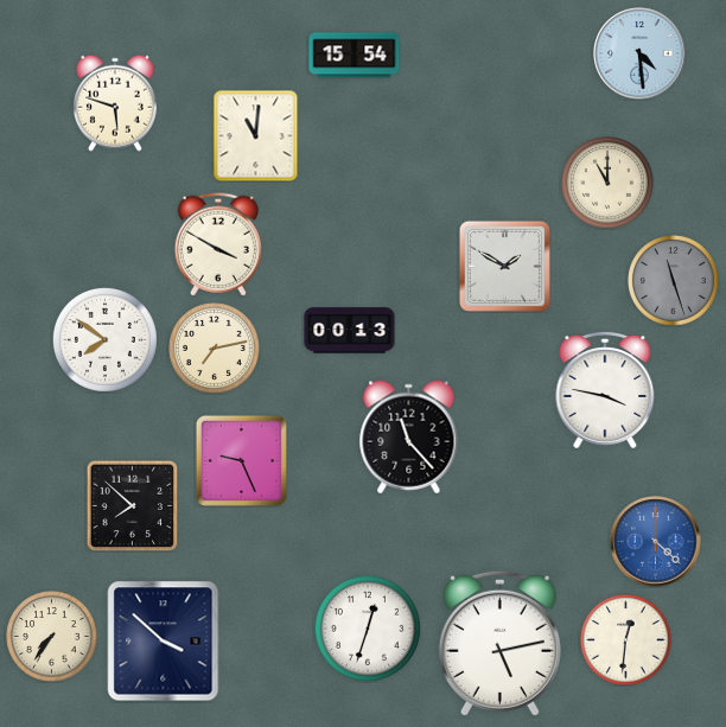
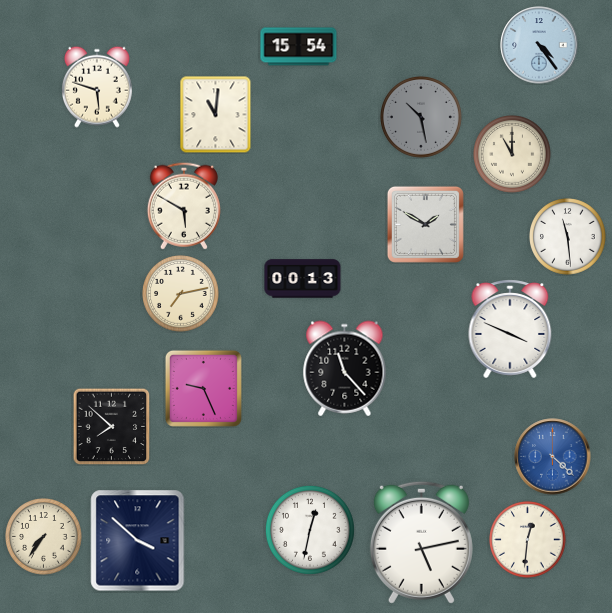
clock at (639, 53): 4:29 -> 4:24
clock at (422, 118): none -> 10:28
clock at (218, 244): 3:50 -> 5:50
clock at (674, 281): 11:27 -> 11:29
clock at (674, 281) dial: grey -> white
clock at (350, 331) position: (350, 331) -> (303, 279)
clock at (104, 339): 7:51 -> none
clock at (605, 390): 3:47 -> 3:49
clock at (368, 629): 12:33 -> 12:32
